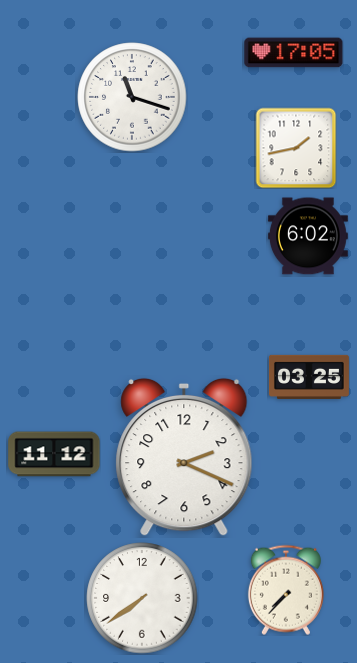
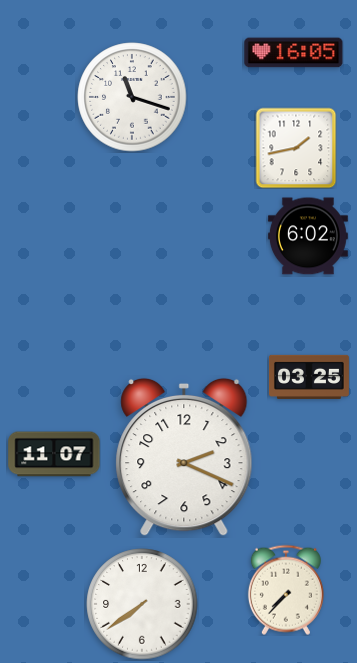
clock at (294, 53): 17:05 -> 16:05
clock at (54, 454): 11:12 -> 11:07
clock at (142, 598) position: (142, 598) -> (142, 604)
